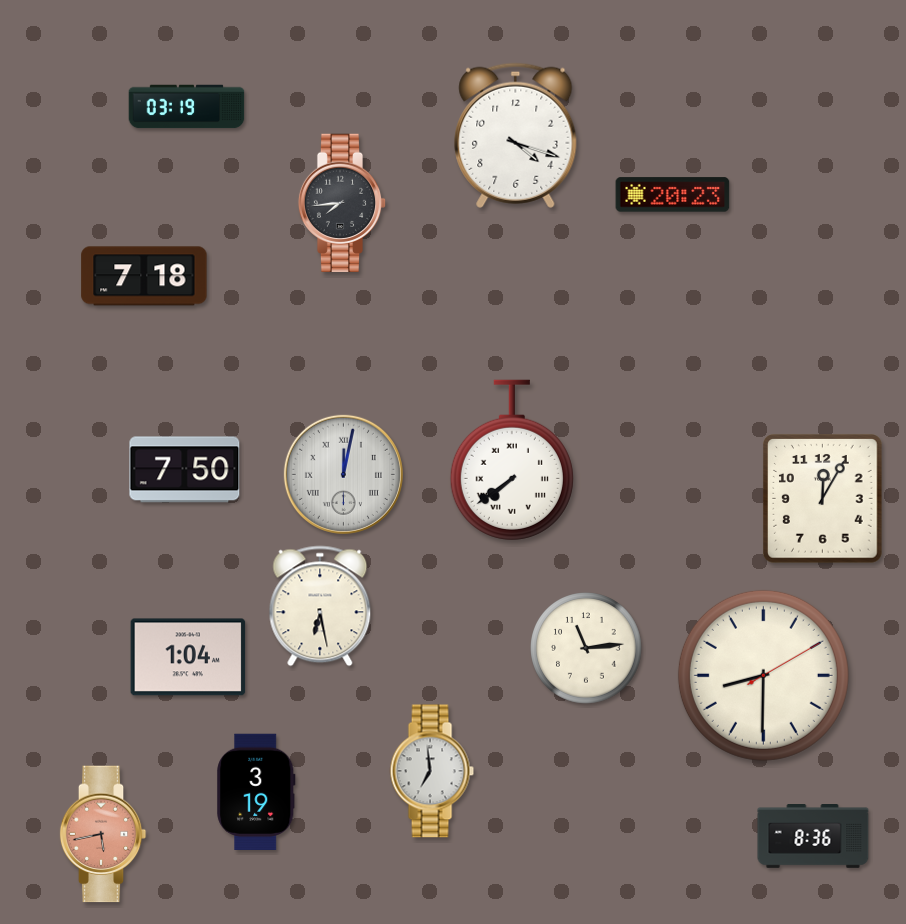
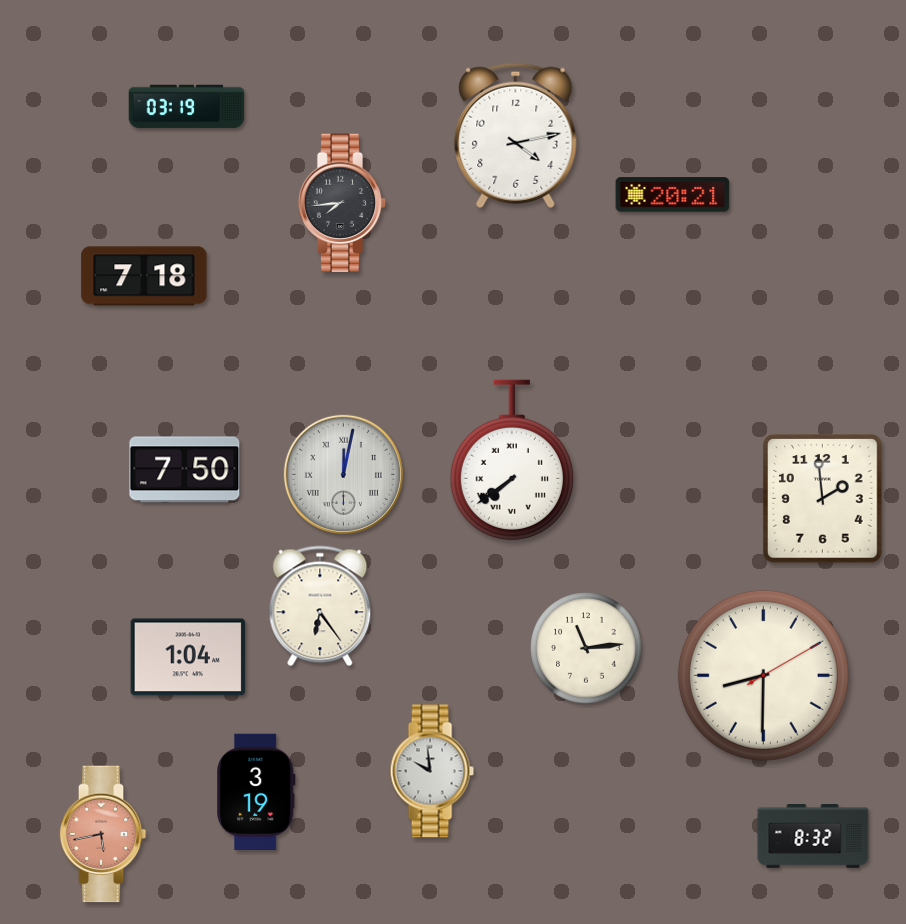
clock at (516, 135): 4:18 -> 4:13
clock at (673, 195): 20:23 -> 20:21
clock at (823, 499): 12:05 -> 1:59
clock at (320, 606): 6:28 -> 6:24
clock at (432, 771): 6:59 -> 9:59
clock at (813, 836): 8:36 -> 8:32
